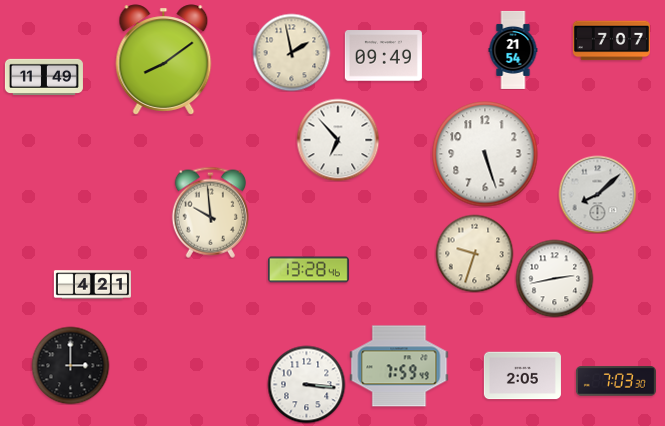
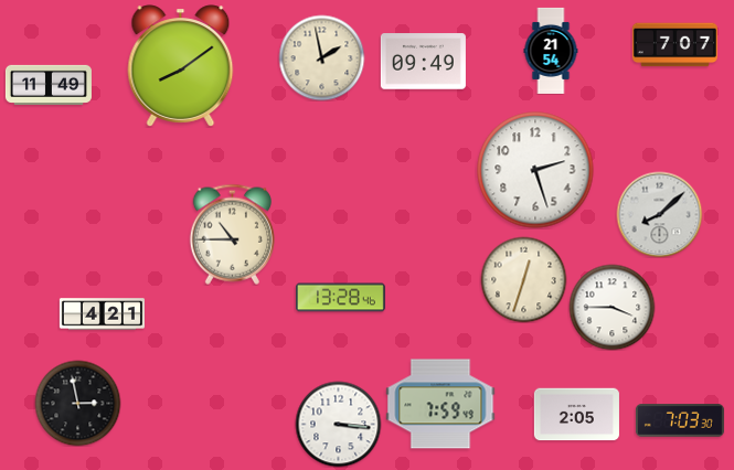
clock at (513, 50) position: (513, 50) -> (551, 51)
clock at (338, 140): 6:53 -> none
clock at (485, 154): 5:27 -> 2:27
clock at (210, 212): 9:59 -> 10:45
clock at (474, 253): 9:33 -> 12:33
clock at (554, 278): 2:43 -> 3:45
clock at (70, 365): 3:00 -> 2:58
